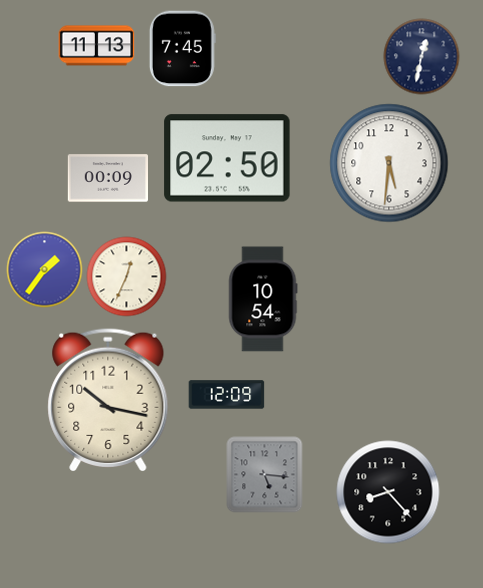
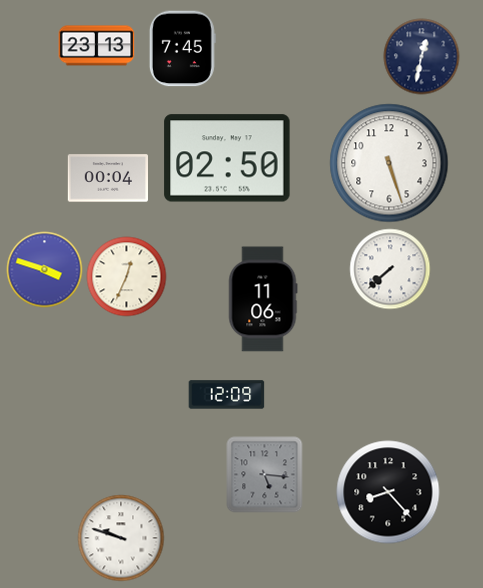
clock at (97, 46): 11:13 -> 23:13
clock at (389, 163): 5:31 -> 5:27
clock at (108, 178): 00:09 -> 00:04
clock at (390, 269): none -> 7:38
clock at (45, 270): 1:36 -> 3:48
clock at (263, 299): 10:54 -> 11:06
clock at (108, 400): 10:17 -> none
clock at (121, 538): none -> 9:48
